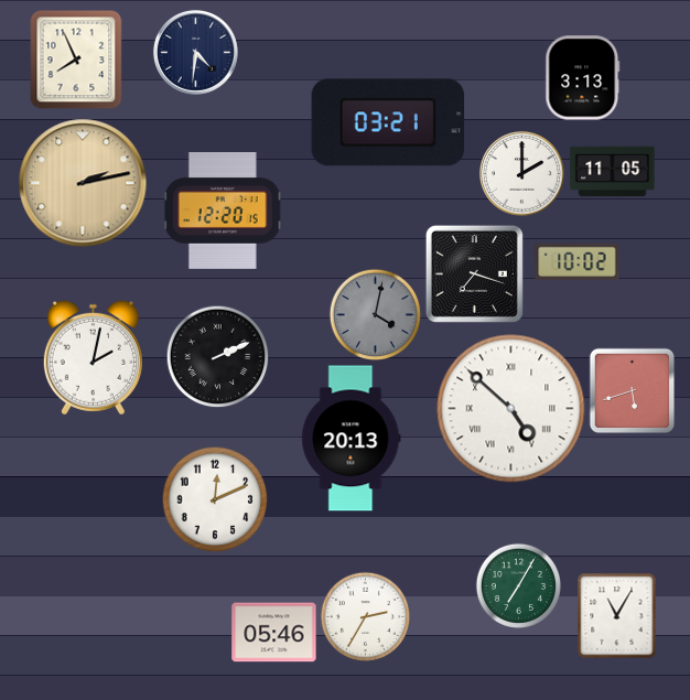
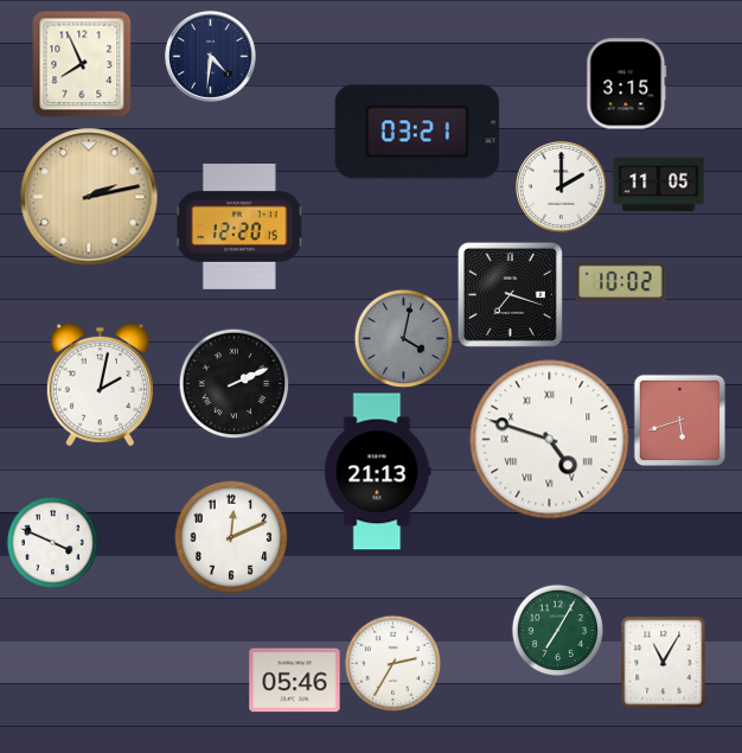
clock at (583, 78): 3:13 -> 3:15
clock at (511, 409): 4:52 -> 4:48
clock at (352, 439): 20:13 -> 21:13
clock at (52, 542): none -> 3:49
